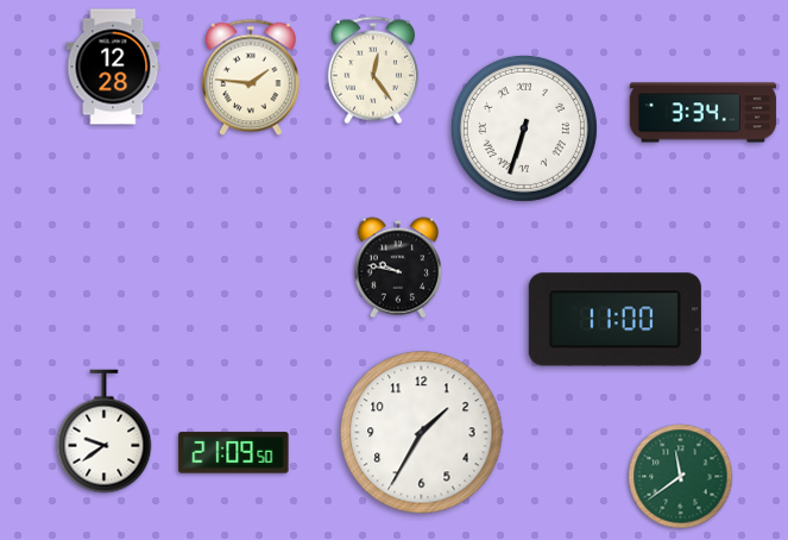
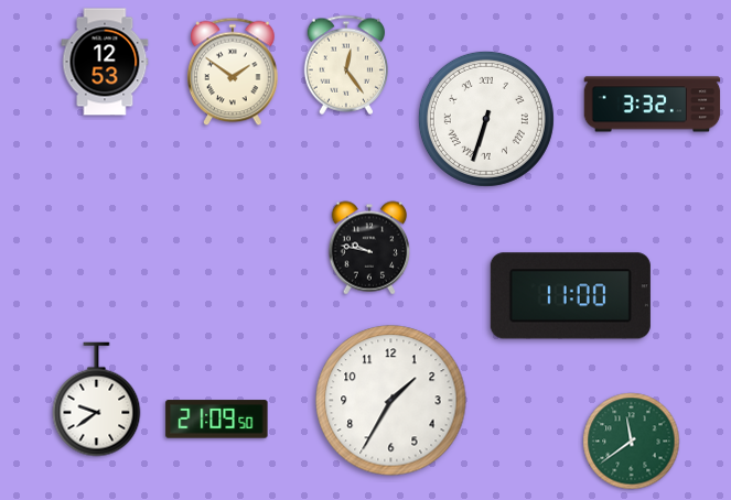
clock at (113, 67): 12:28 -> 12:53
clock at (251, 77): 1:46 -> 1:51
clock at (704, 113): 3:34 -> 3:32
